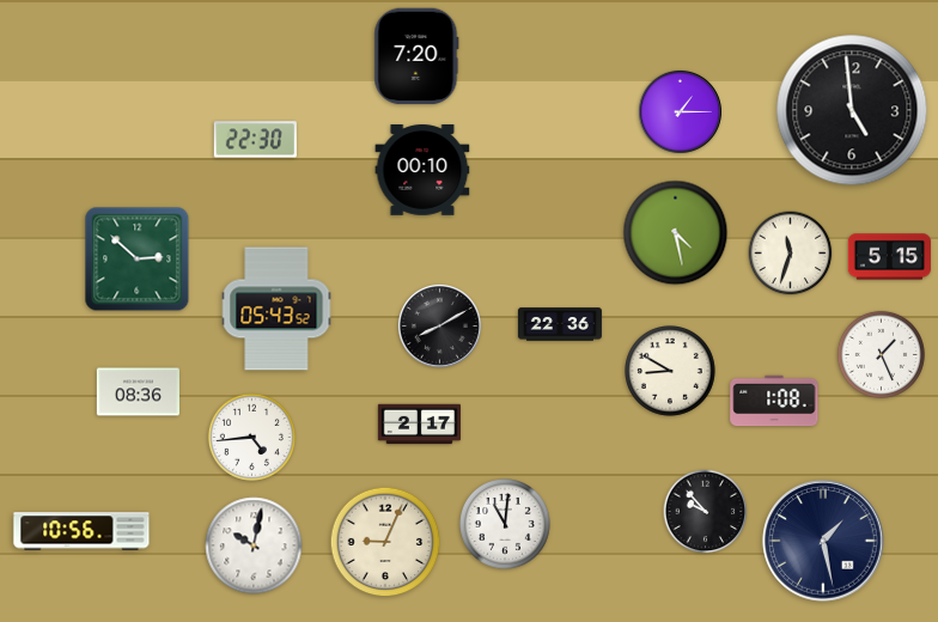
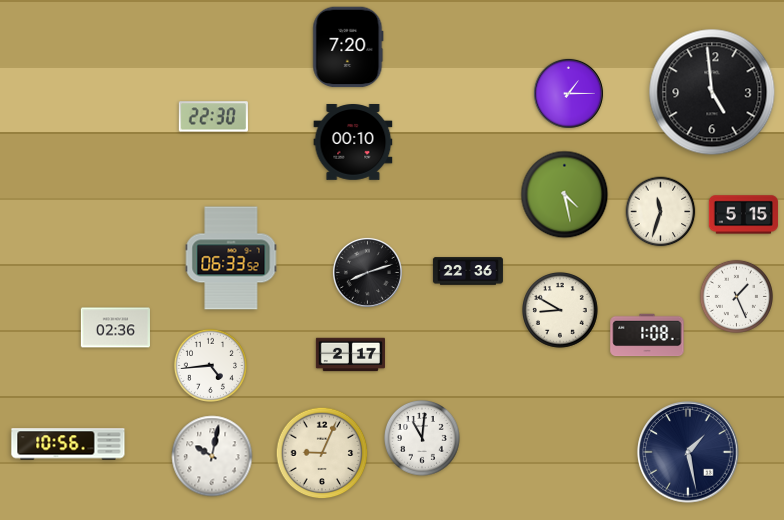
clock at (138, 260): 2:52 -> none
clock at (276, 309): 05:43 -> 06:33
clock at (439, 325): 8:10 -> 8:12
clock at (138, 392): 08:36 -> 02:36
clock at (706, 512): 9:53 -> none
